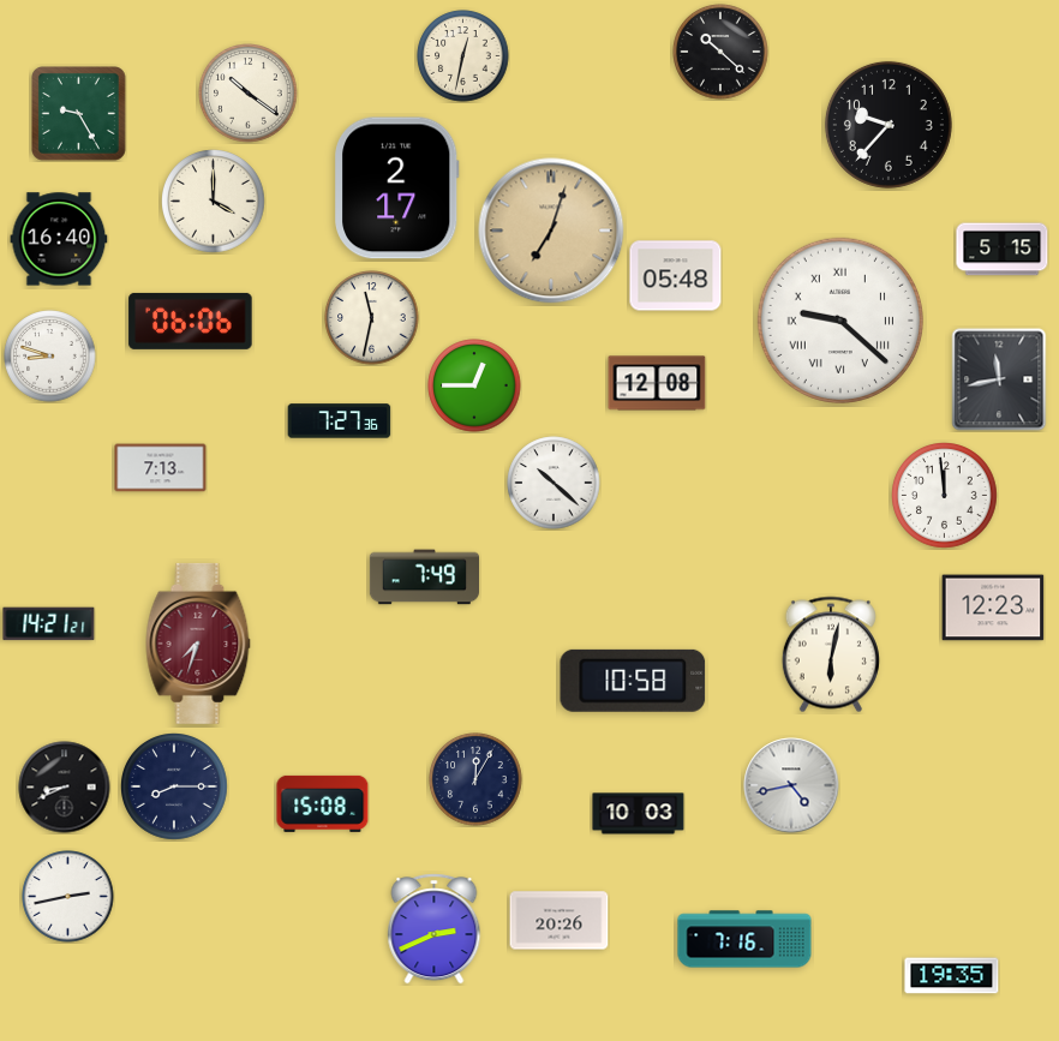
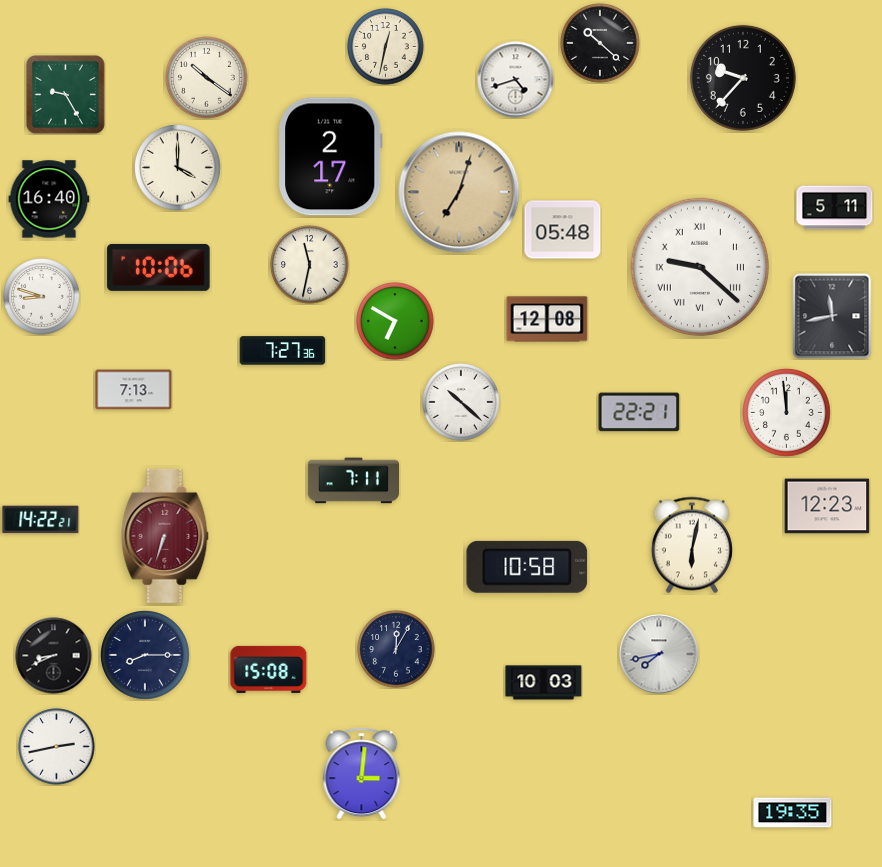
clock at (516, 80): none -> 4:42
clock at (889, 125) position: (889, 125) -> (743, 78)
clock at (1003, 250): 5:15 -> 5:11
clock at (191, 321): 06:06 -> 10:06
clock at (474, 385): 12:45 -> 6:50
clock at (639, 412): none -> 22:21
clock at (424, 578): 7:49 -> 7:11
clock at (49, 624): 14:21 -> 14:22
clock at (198, 644): 7:33 -> 6:33
clock at (791, 785): 4:43 -> 7:43
clock at (639, 814) position: (639, 814) -> (544, 683)
clock at (560, 921): 20:26 -> none
clock at (435, 929): 2:41 -> 3:01
clock at (744, 939): 7:16 -> none
